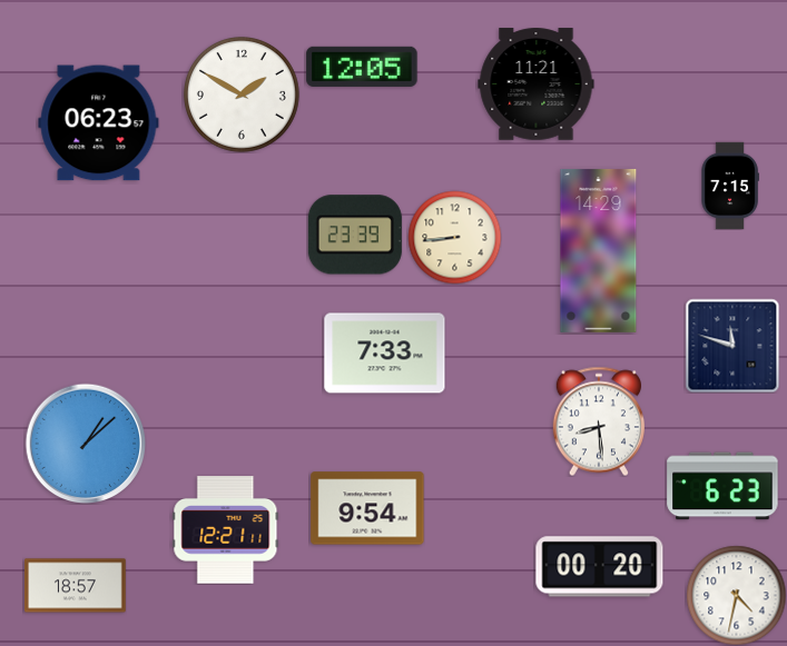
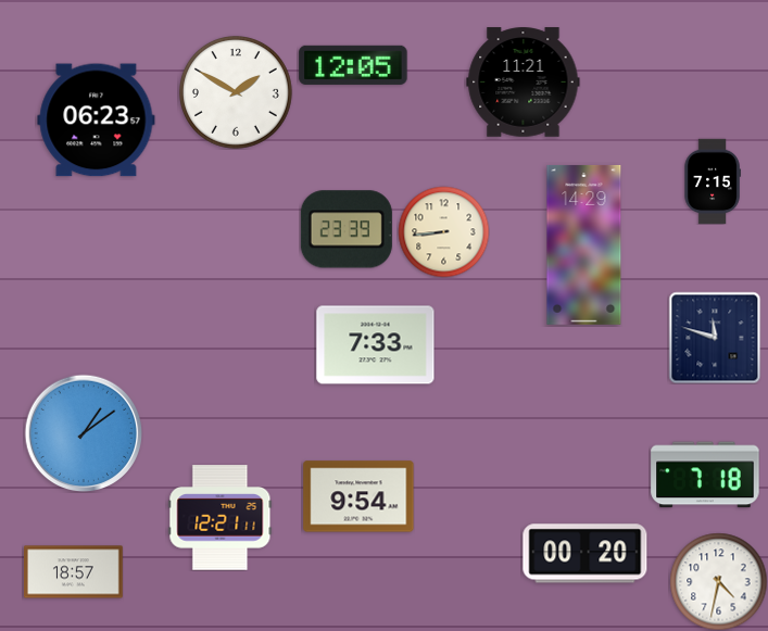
clock at (599, 421): 8:29 -> none
clock at (86, 444): 1:08 -> 1:09
clock at (722, 486): 6:23 -> 7:18
